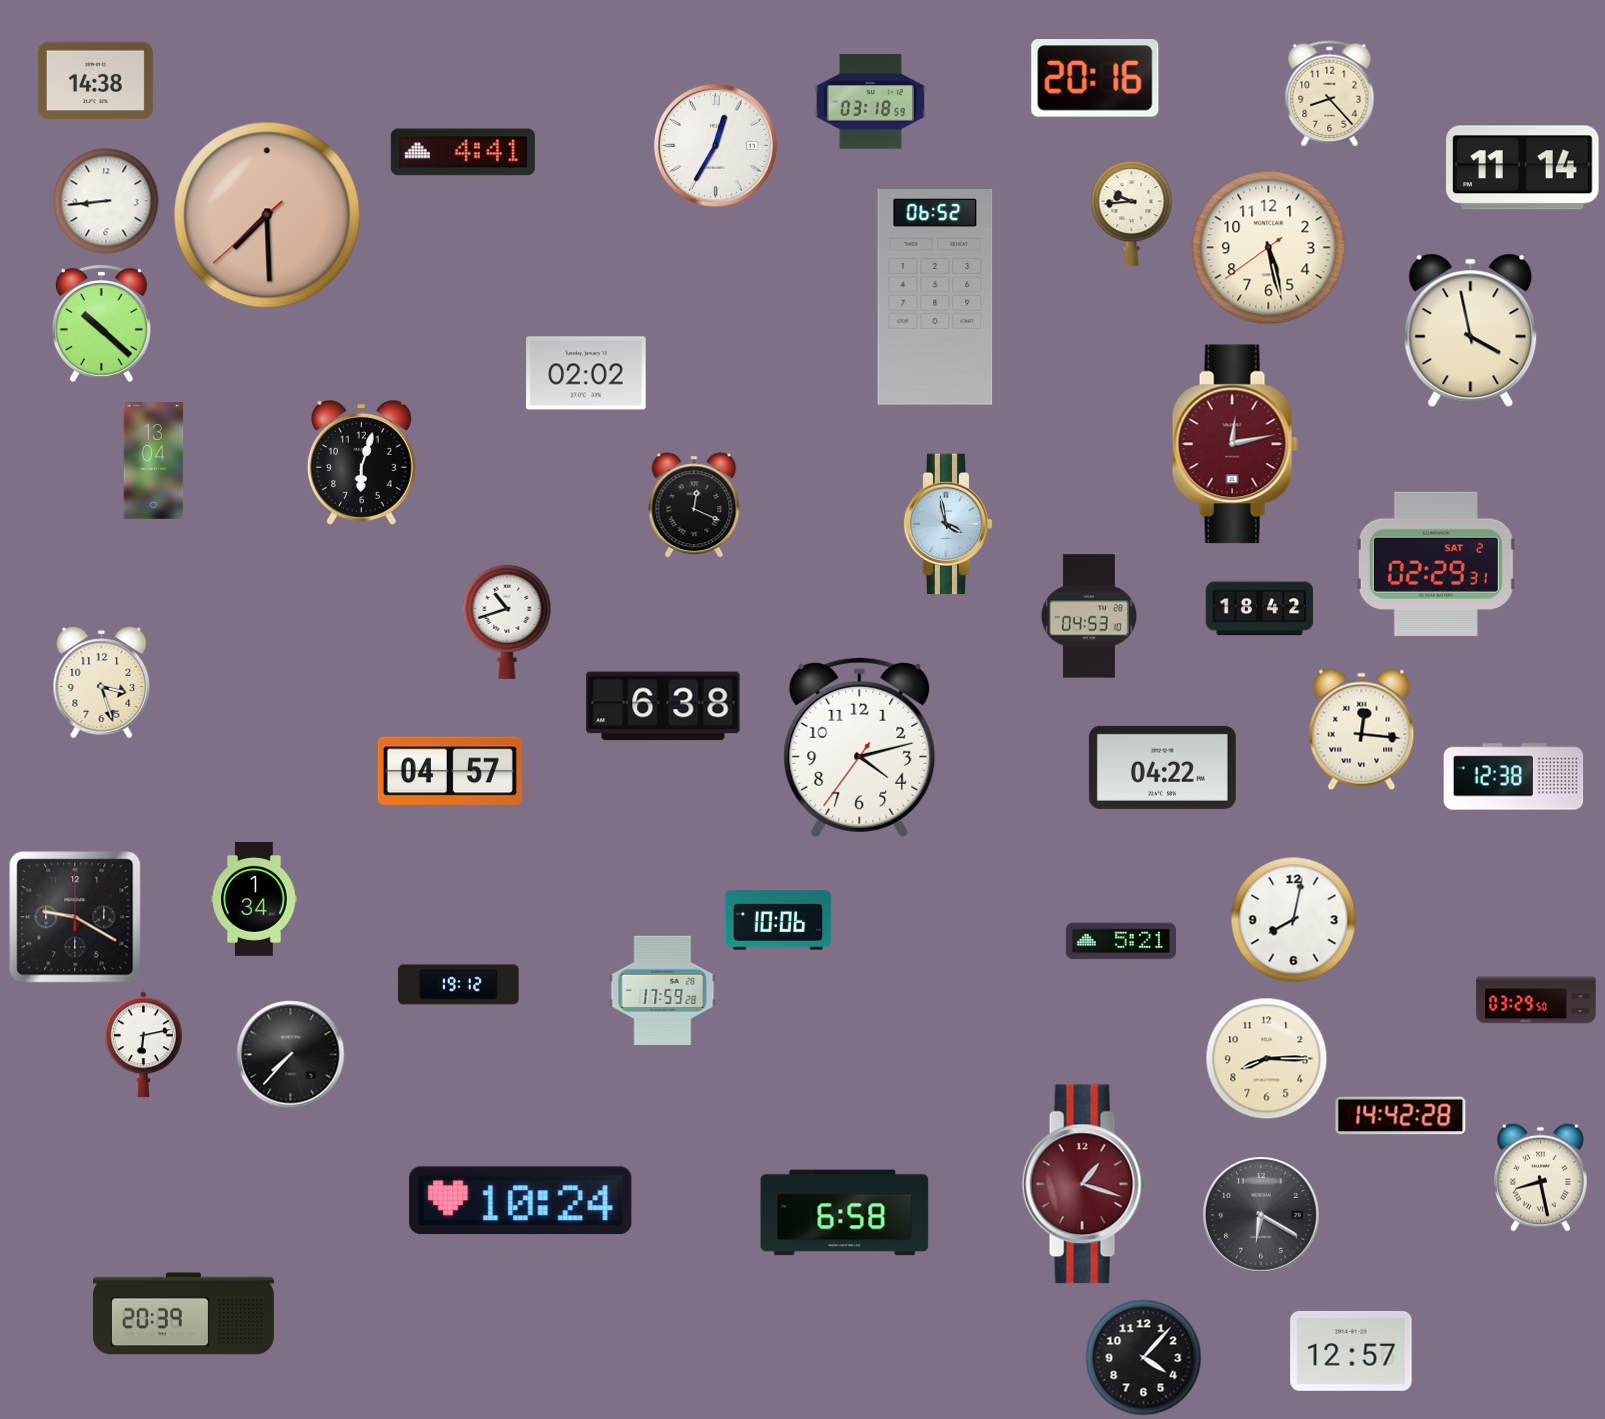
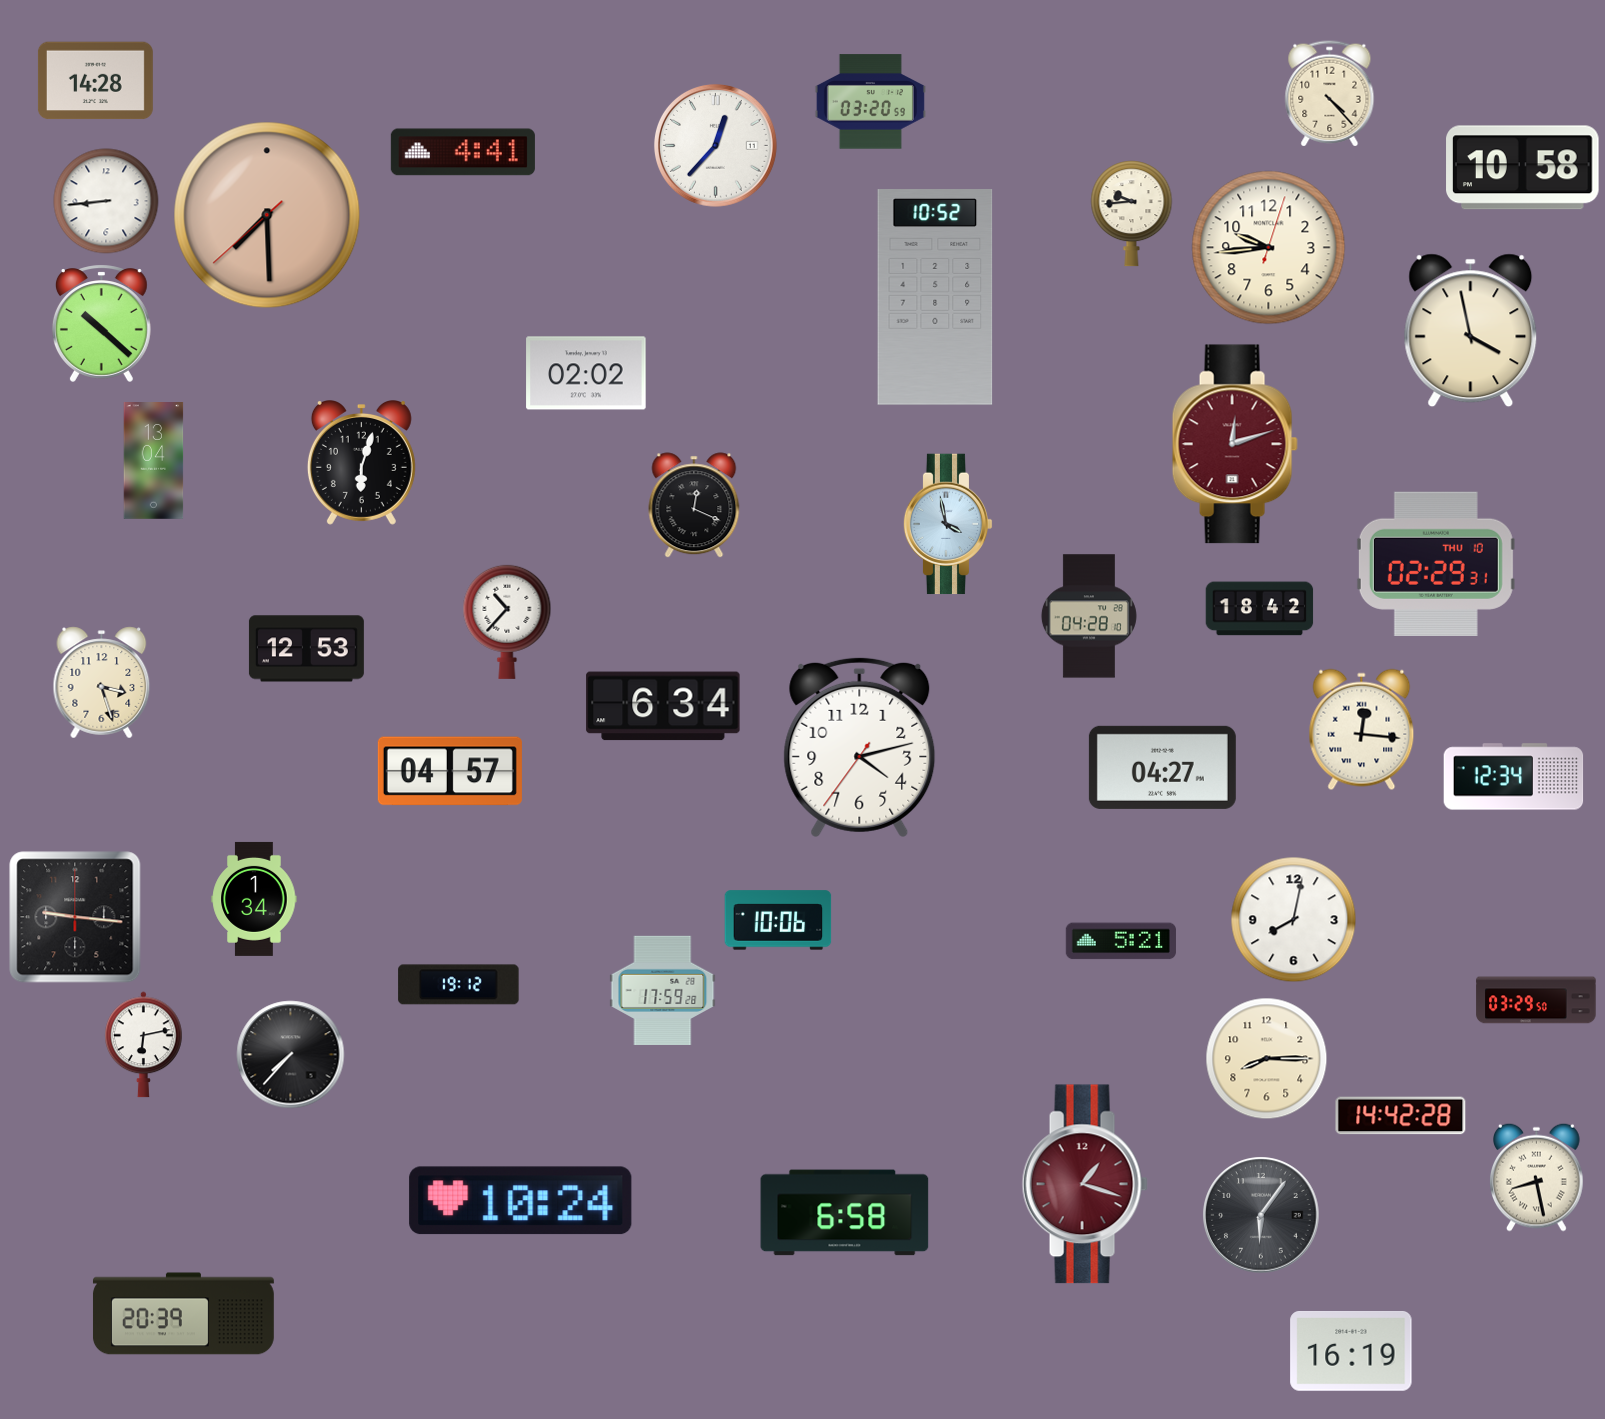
clock at (1095, 79): 20:16 -> none
clock at (95, 81): 14:38 -> 14:28
clock at (1330, 94): 8:23 -> 4:23
clock at (870, 102): 03:18 -> 03:20
clock at (715, 145): 12:35 -> 12:37
clock at (1523, 168): 11:14 -> 10:58
clock at (1269, 248): 5:27 -> 9:44
clock at (935, 297): 06:52 -> 10:52
clock at (1235, 444): 12:13 -> 12:12
clock at (1436, 564) date: SAT 2 -> THU 10
clock at (1089, 616): 04:53 -> 04:28
clock at (507, 622): 10:42 -> 10:37
clock at (306, 649): none -> 12:53
clock at (663, 706): 6:38 -> 6:34
clock at (1162, 767): 04:22 -> 04:27
clock at (1514, 777): 12:38 -> 12:34
clock at (75, 917): 9:20 -> 9:16
clock at (1541, 1177) position: (1541, 1177) -> (1537, 1177)
clock at (1261, 1215): 6:20 -> 6:06
clock at (1351, 1351): 12:57 -> 16:19
clock at (1144, 1358): 4:07 -> none
